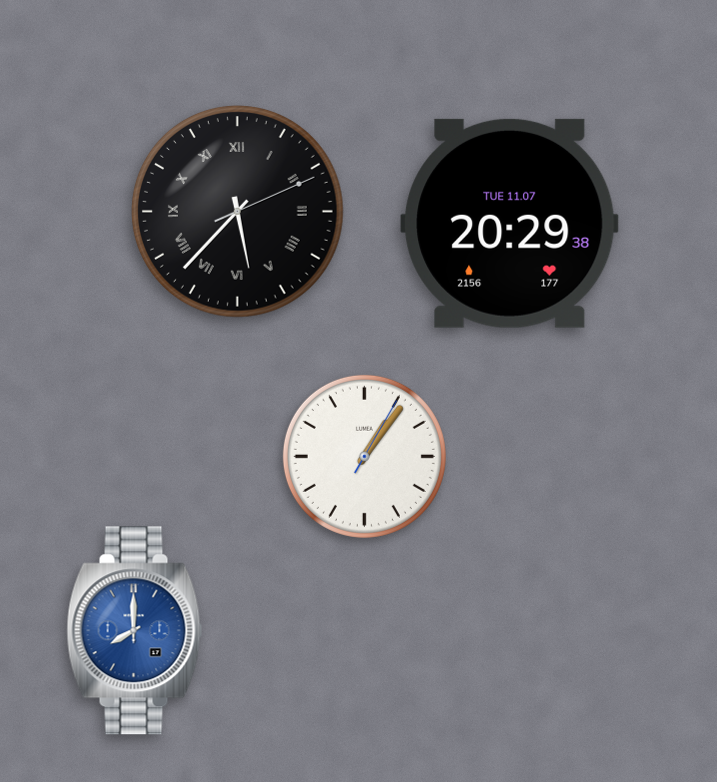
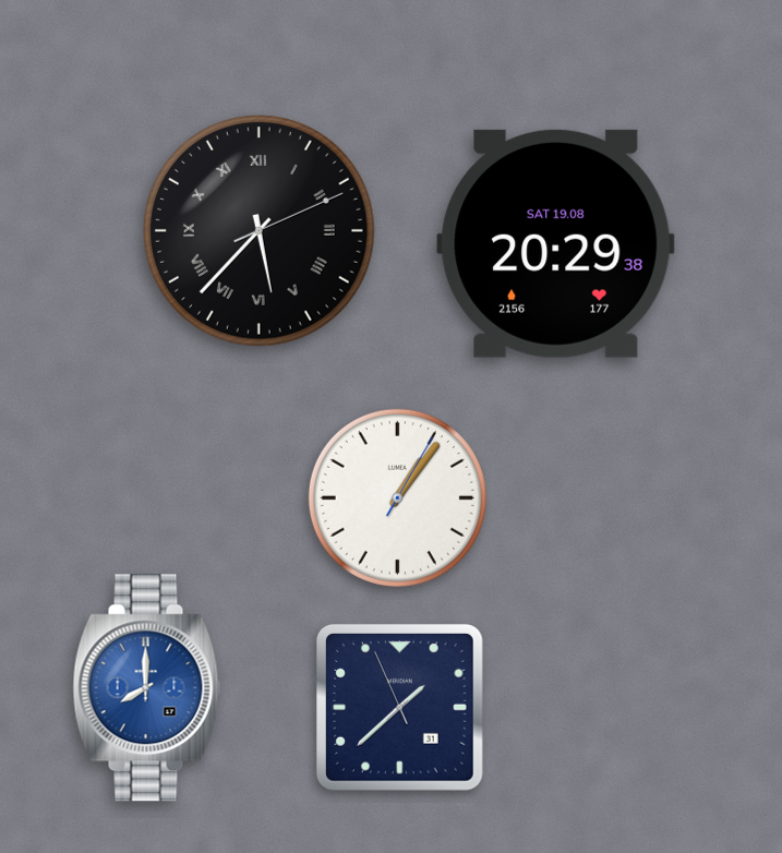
clock at (510, 223) date: TUE 11.07 -> SAT 19.08
clock at (399, 707): none -> 1:37
